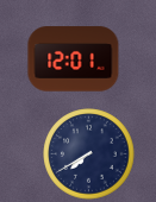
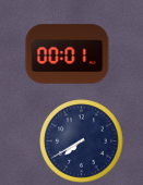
clock at (74, 59): 12:01 -> 00:01
